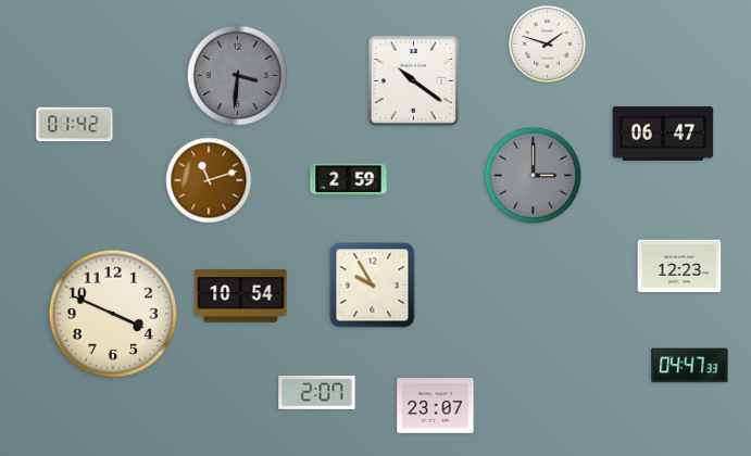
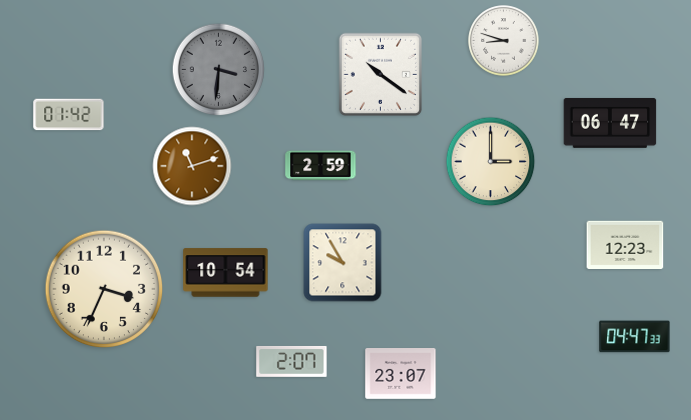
clock at (548, 45): 1:48 -> 8:48
clock at (534, 176) dial: grey -> cream
clock at (241, 296) position: (241, 296) -> (226, 273)
clock at (113, 314): 3:49 -> 3:34
